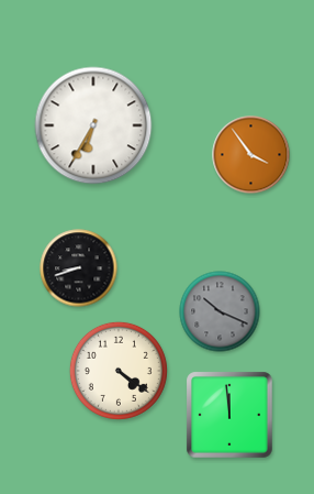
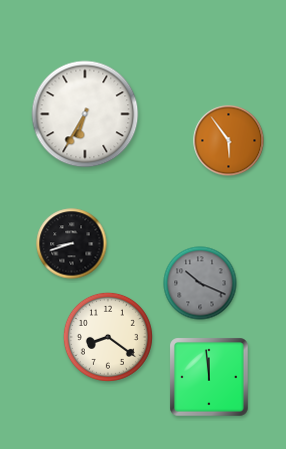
clock at (251, 155): 3:54 -> 5:54
clock at (119, 371): 4:21 -> 8:21
